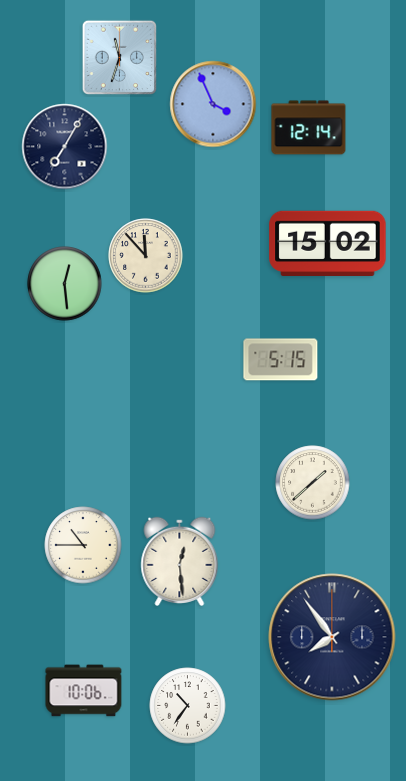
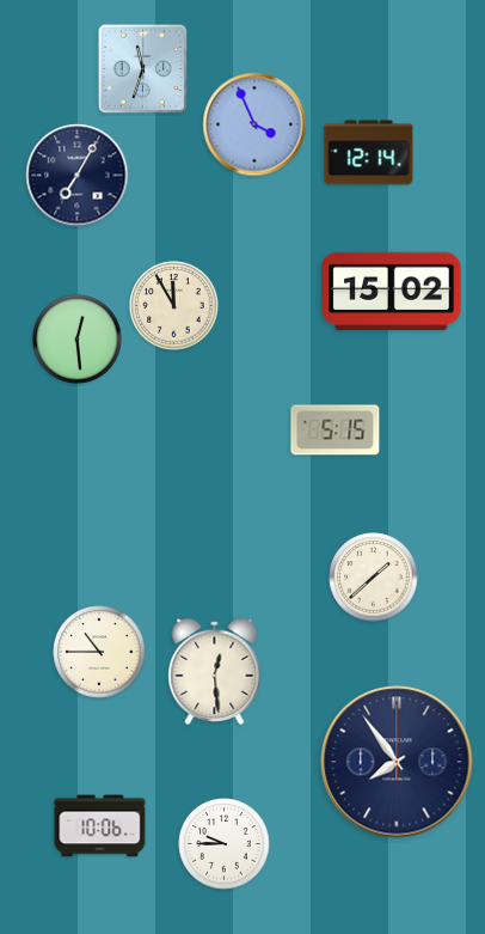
clock at (146, 256): 11:53 -> 11:55
clock at (188, 706): 10:36 -> 9:45
